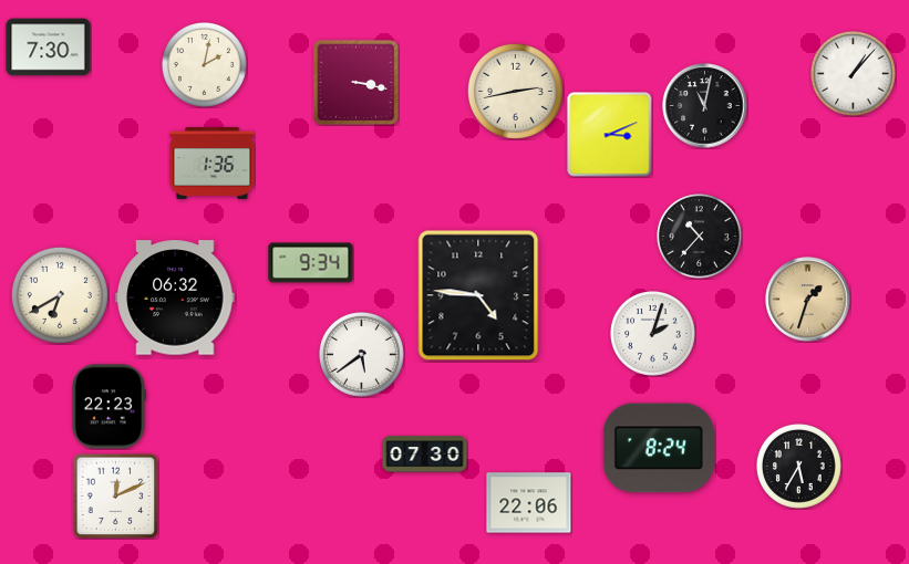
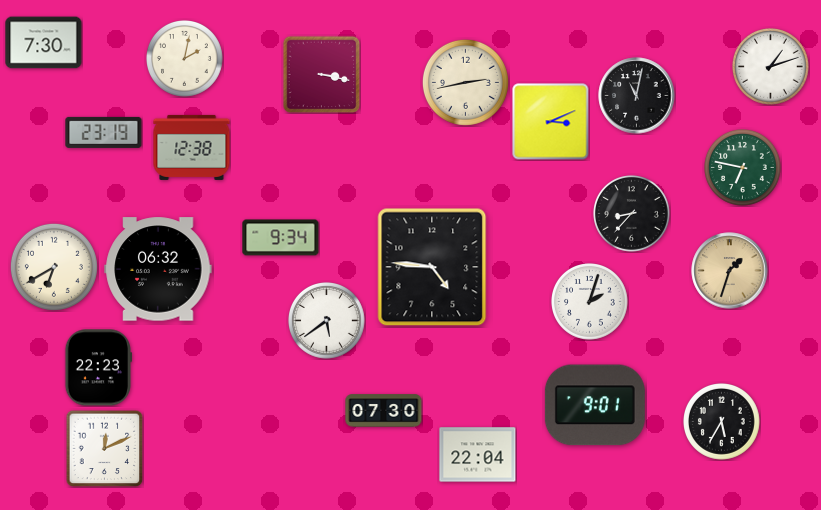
clock at (854, 74): 1:07 -> 1:12
clock at (104, 132): none -> 23:19
clock at (213, 163): 1:36 -> 12:38
clock at (743, 168): none -> 6:47
clock at (700, 237): 10:37 -> 8:37
clock at (659, 448): 8:24 -> 9:01
clock at (529, 503): 22:06 -> 22:04
